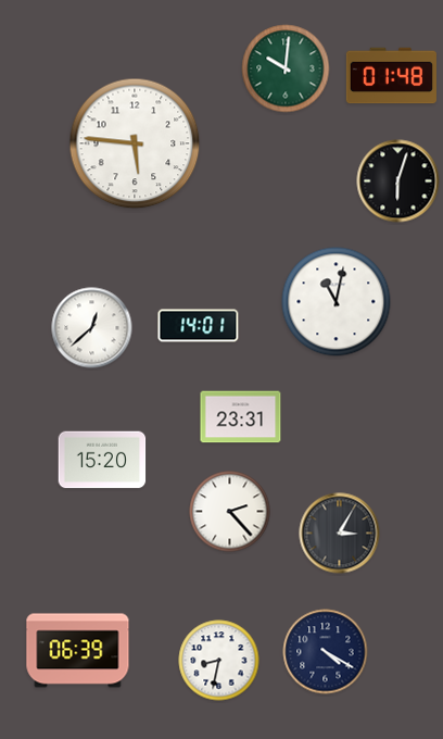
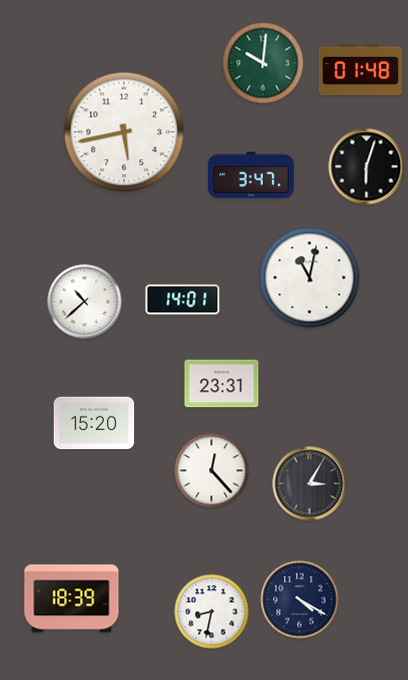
clock at (135, 143): 5:46 -> 5:43
clock at (251, 175): none -> 3:47
clock at (92, 328): 12:38 -> 10:38
clock at (230, 512): 2:23 -> 12:23
clock at (340, 534) position: (340, 534) -> (310, 484)
clock at (78, 651): 06:39 -> 18:39
clock at (219, 661) position: (219, 661) -> (212, 612)
